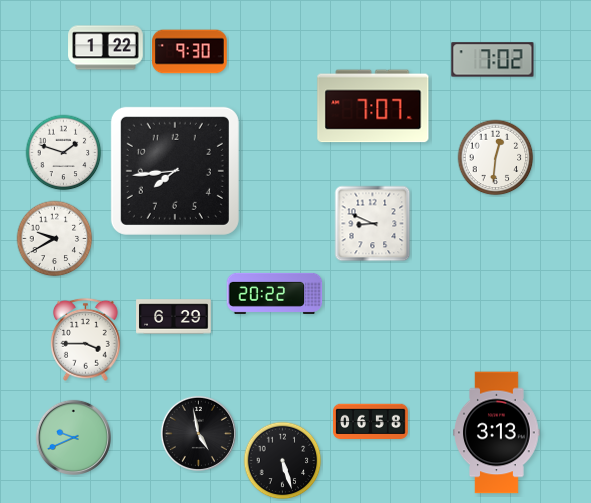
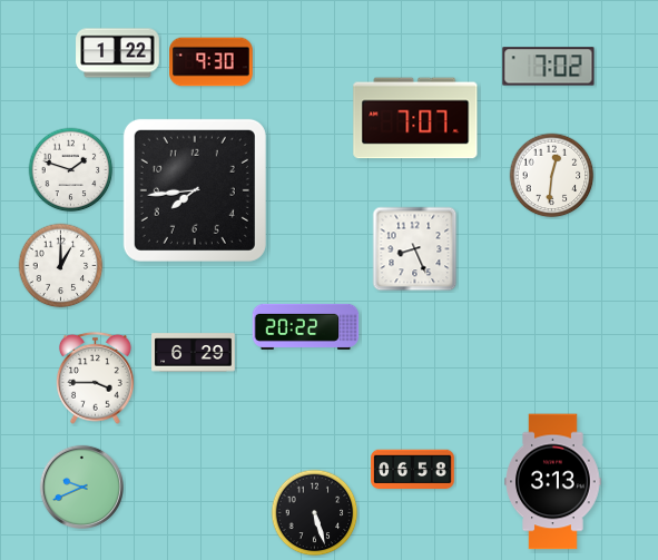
clock at (190, 52) position: (190, 52) -> (212, 62)
clock at (373, 224): 8:49 -> 8:26
clock at (55, 239): 9:40 -> 1:00
clock at (198, 433): 4:58 -> none
